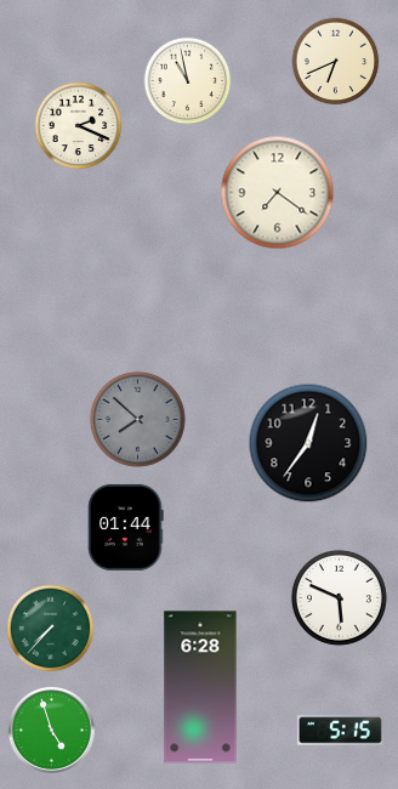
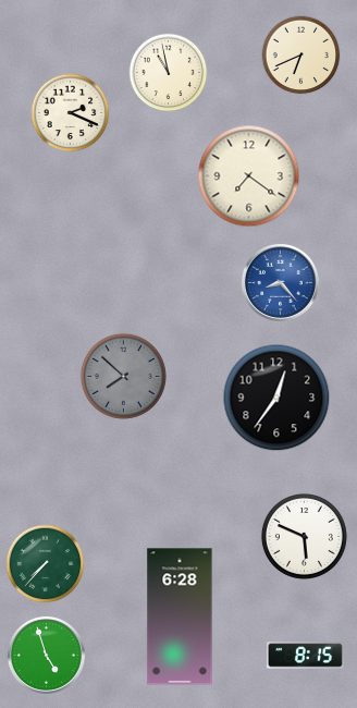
clock at (278, 193) position: (278, 193) -> (249, 176)
clock at (280, 282): none -> 8:23
clock at (126, 527): 01:44 -> none
clock at (340, 731): 5:15 -> 8:15
